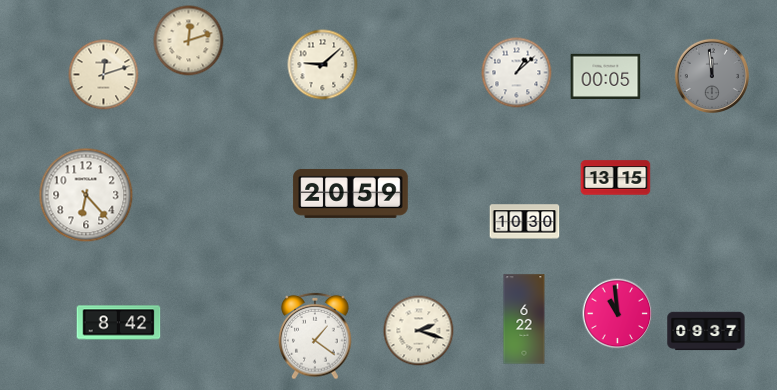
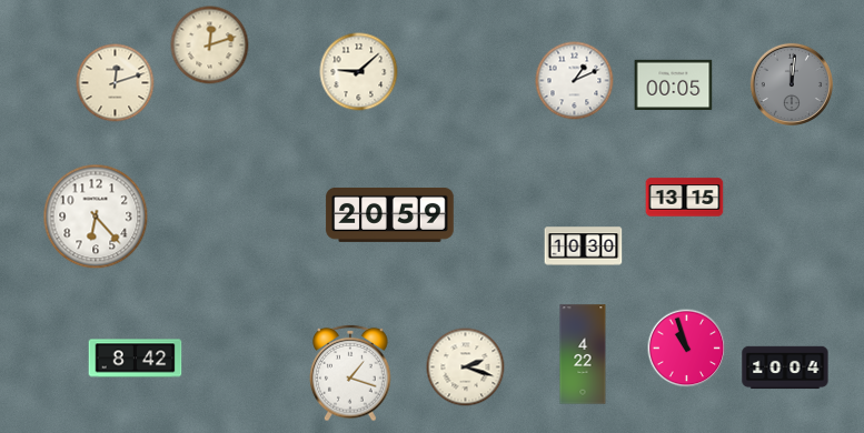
clock at (517, 73): 1:08 -> 1:11
clock at (712, 76): 11:59 -> 12:01
clock at (618, 314): 10:59 -> 10:57
clock at (524, 319): 6:22 -> 4:22
clock at (119, 323) position: (119, 323) -> (136, 359)
clock at (706, 331): 09:37 -> 10:04
clock at (315, 336): 1:21 -> 1:18
